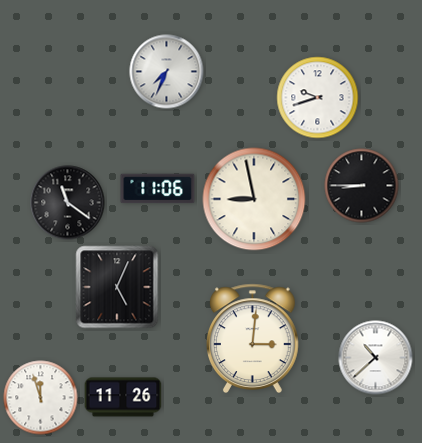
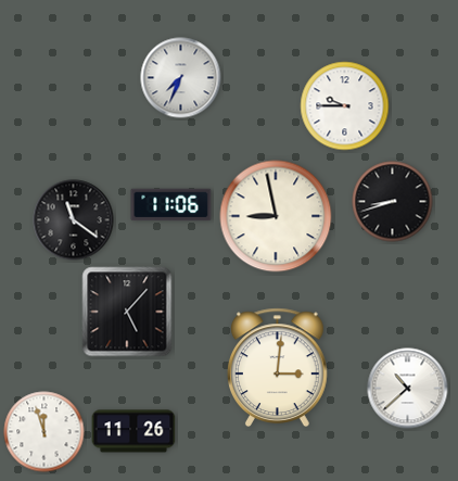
clock at (318, 98): 9:42 -> 9:45
clock at (362, 186): 8:45 -> 8:42
clock at (117, 287): 5:04 -> 5:07
clock at (253, 338) position: (253, 338) -> (278, 367)
